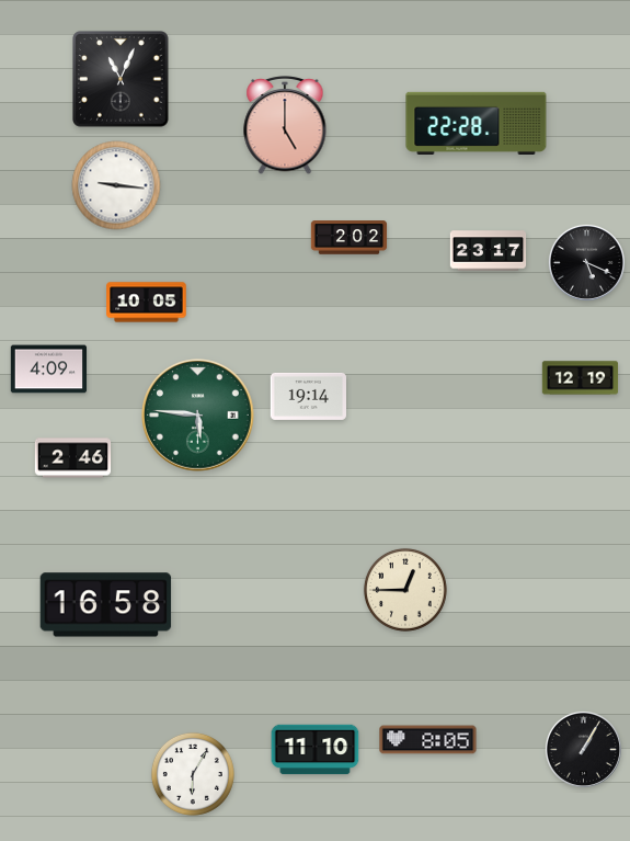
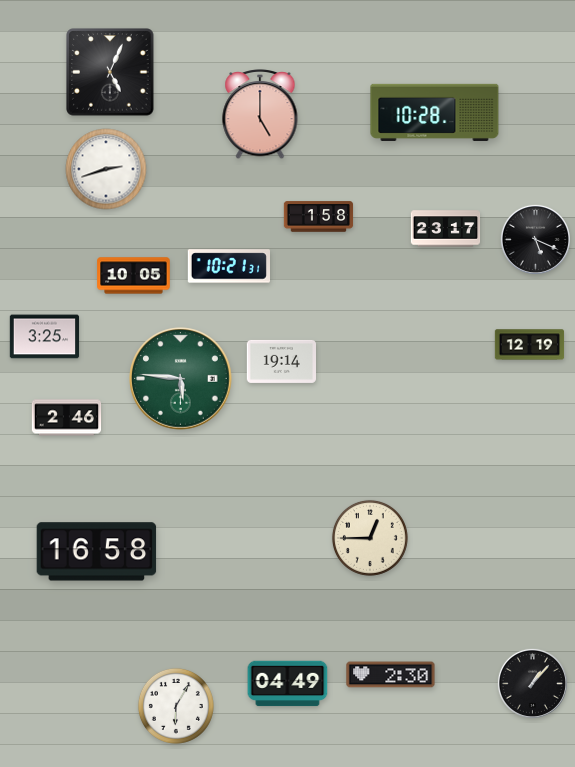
clock at (121, 79): 11:04 -> 5:04
clock at (477, 123): 22:28 -> 10:28
clock at (116, 185): 9:16 -> 2:42
clock at (350, 238): 2:02 -> 1:58
clock at (228, 266): none -> 10:21
clock at (49, 370): 4:09 -> 3:25
clock at (428, 740): 8:05 -> 2:30
clock at (583, 749): 1:05 -> 1:07
clock at (316, 750): 11:10 -> 04:49
